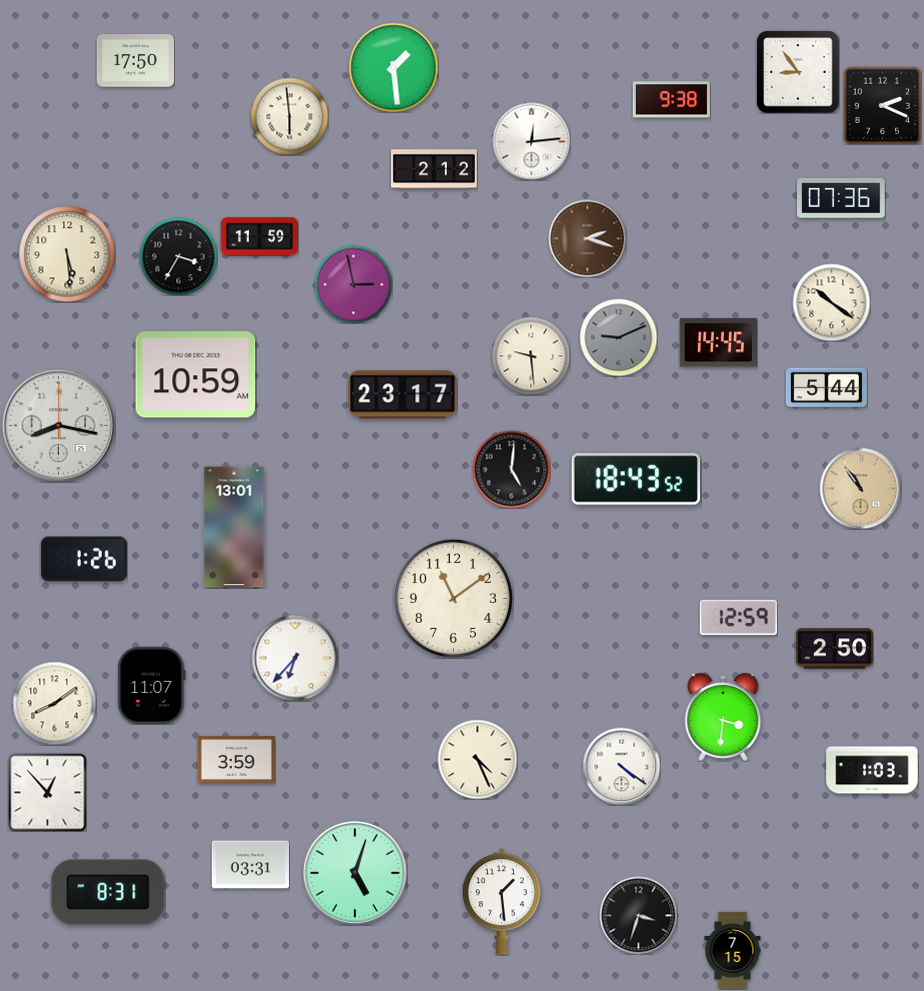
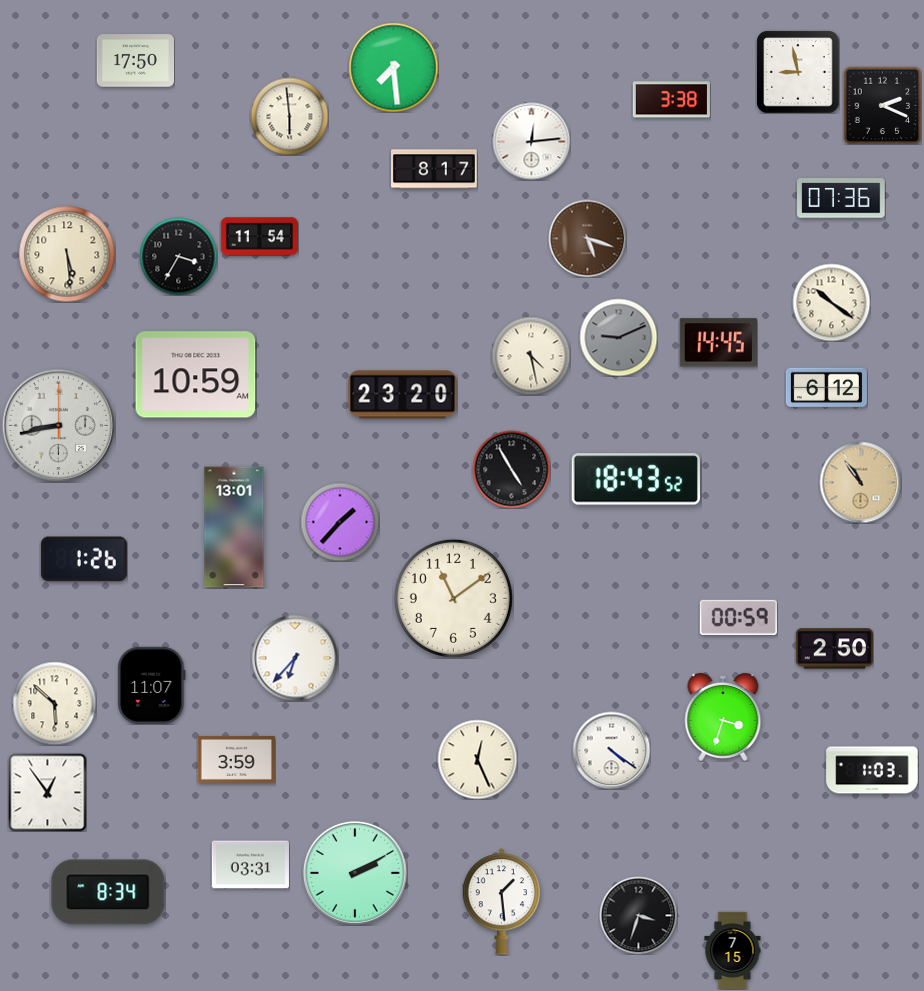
clock at (393, 67): 1:29 -> 7:29
clock at (798, 72): 8:54 -> 8:58
clock at (671, 100): 9:38 -> 3:38
clock at (435, 169): 2:12 -> 8:17
clock at (259, 237): 11:59 -> 11:54
clock at (587, 238): 2:18 -> 5:18
clock at (353, 284): 2:58 -> none
clock at (531, 356): 9:29 -> 4:28
clock at (826, 388): 5:44 -> 6:12
clock at (403, 395): 23:17 -> 23:20
clock at (58, 425): 8:17 -> 8:43
clock at (511, 469): 5:01 -> 4:55
clock at (860, 488) position: (860, 488) -> (860, 482)
clock at (340, 522): none -> 1:37
clock at (738, 617): 12:59 -> 00:59
clock at (54, 703): 8:09 -> 5:52
clock at (723, 717): 3:31 -> 3:33
clock at (477, 759): 4:26 -> 12:26
clock at (621, 766) position: (621, 766) -> (611, 750)
clock at (47, 792): 12:53 -> 12:54
clock at (355, 873): 5:03 -> 2:10
clock at (108, 892): 8:31 -> 8:34
